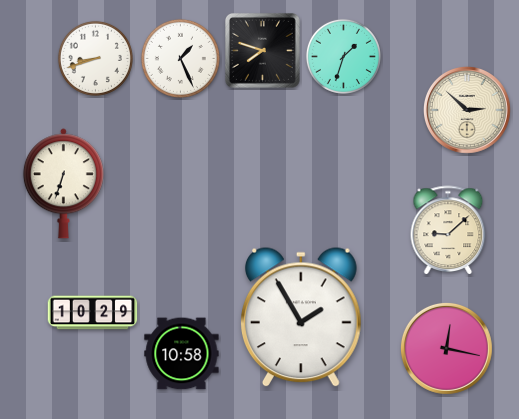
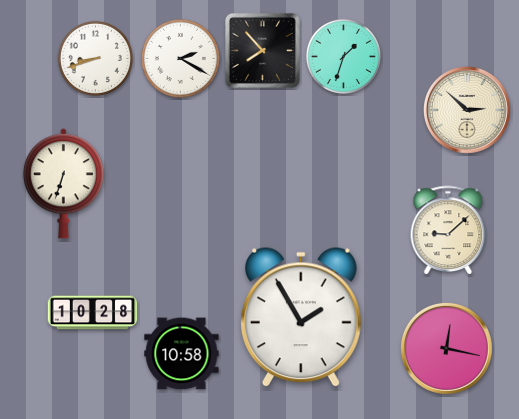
clock at (262, 50): 7:48 -> 7:53
clock at (180, 58): 1:26 -> 2:20
clock at (93, 313): 10:29 -> 10:28
